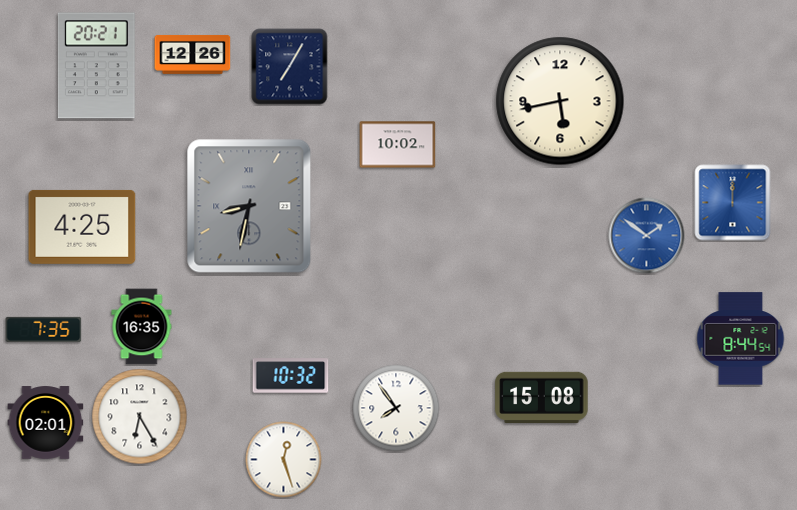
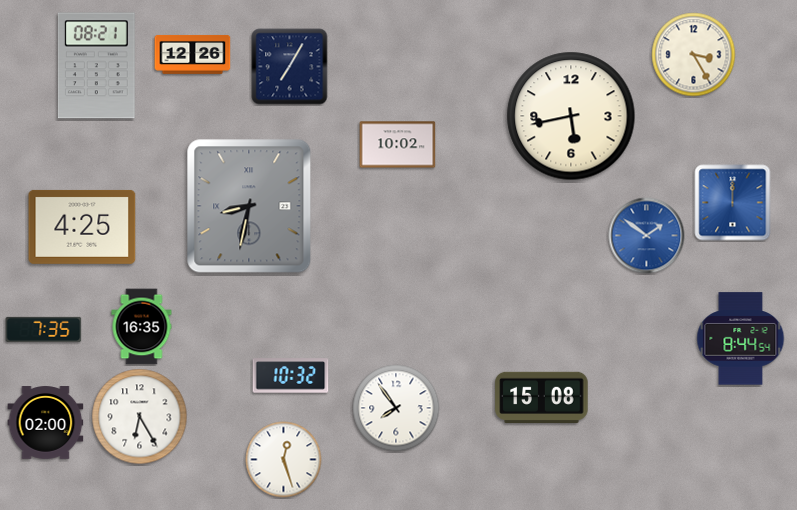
clock at (694, 55): none -> 3:25
clock at (96, 66): 20:21 -> 08:21
clock at (560, 101) position: (560, 101) -> (571, 116)
clock at (46, 423): 02:01 -> 02:00
